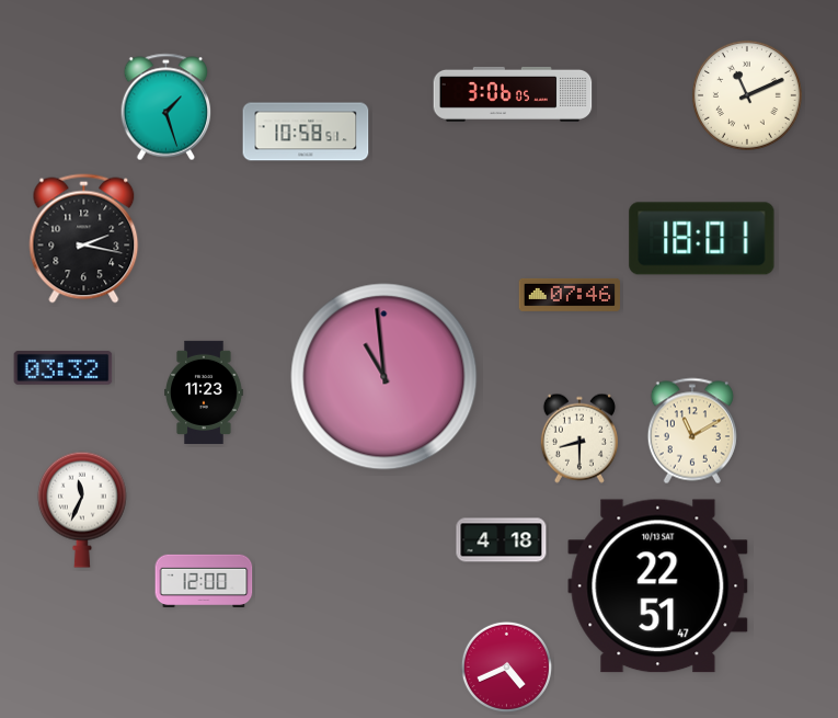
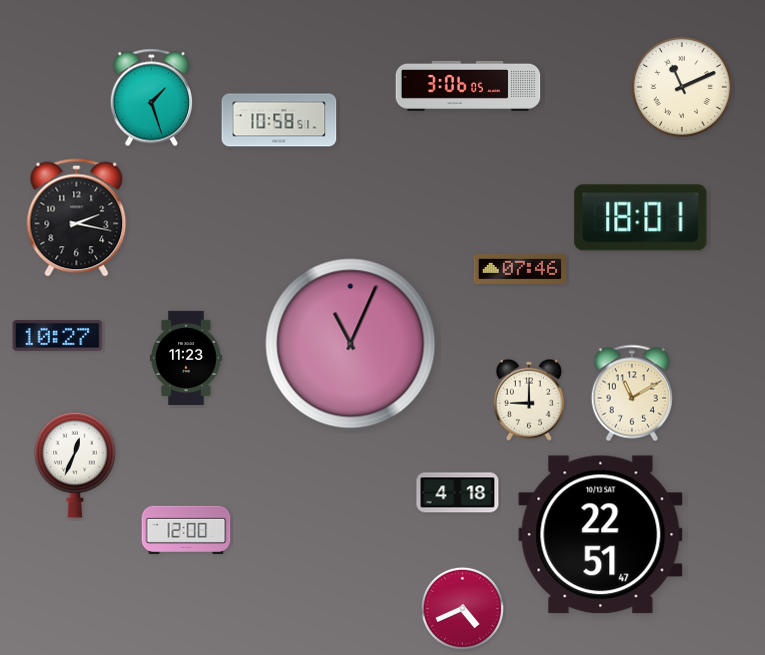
clock at (64, 368): 03:32 -> 10:27
clock at (384, 377): 10:59 -> 11:04
clock at (579, 438): 8:30 -> 9:00
clock at (82, 510): 11:34 -> 12:34
